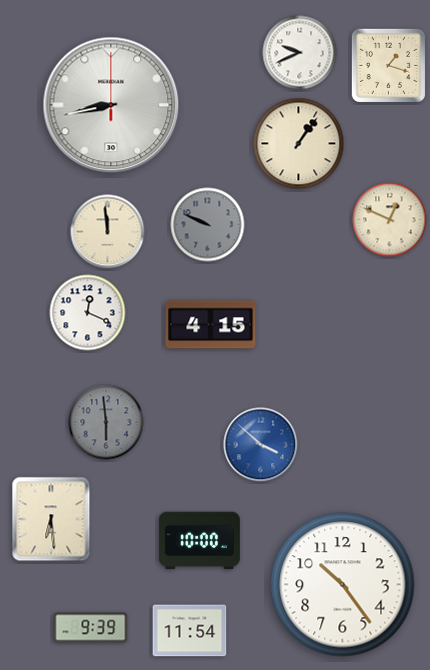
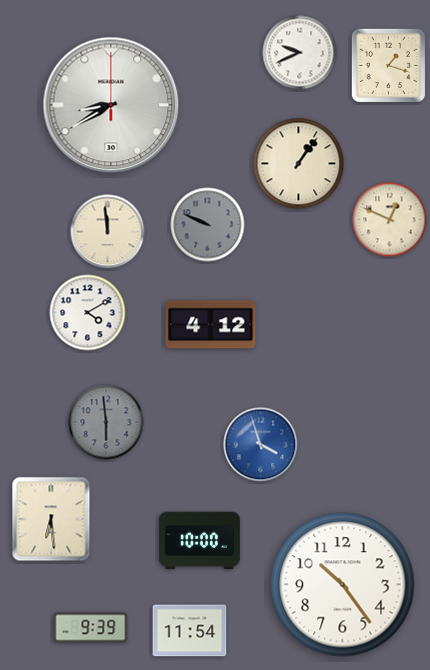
clock at (111, 105): 8:43 -> 8:40
clock at (299, 144) position: (299, 144) -> (299, 164)
clock at (88, 313): 12:19 -> 4:10
clock at (211, 325): 4:15 -> 4:12
clock at (261, 445): 3:52 -> 3:57
